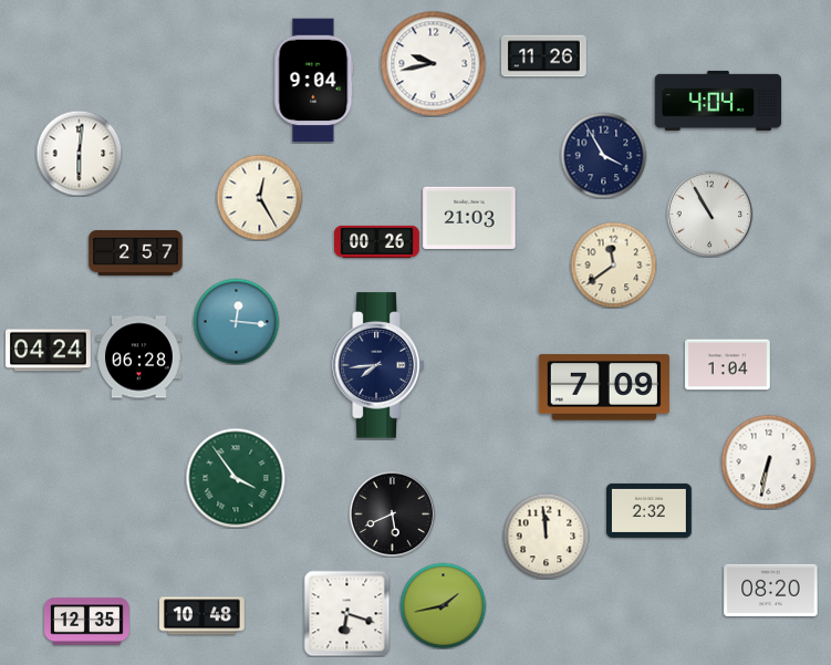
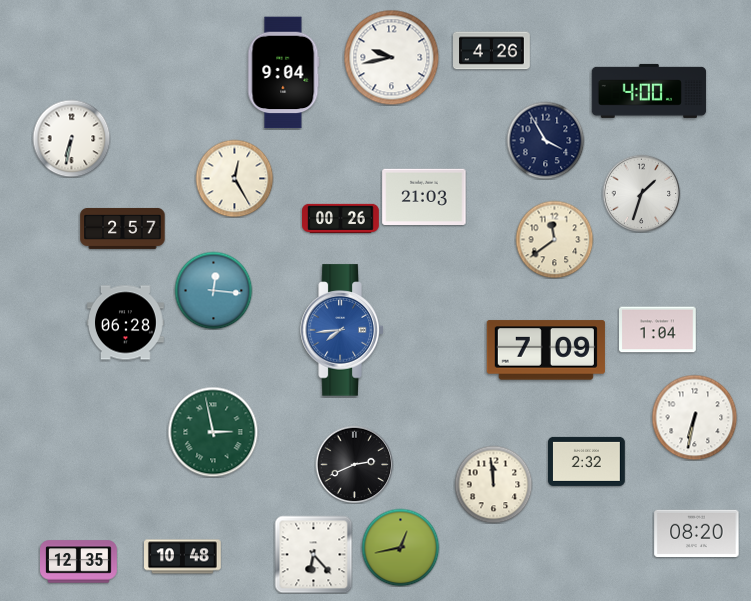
clock at (544, 56): 11:26 -> 4:26
clock at (718, 101): 4:04 -> 4:00
clock at (79, 153): 6:01 -> 6:32
clock at (709, 214): 10:55 -> 1:33
clock at (49, 351): 04:24 -> none
clock at (378, 365) dial: navy -> blue
clock at (236, 478): 3:54 -> 2:58
clock at (392, 513): 5:41 -> 2:41
clock at (443, 605): 1:43 -> 12:43
clock at (346, 613): 6:18 -> 6:23
